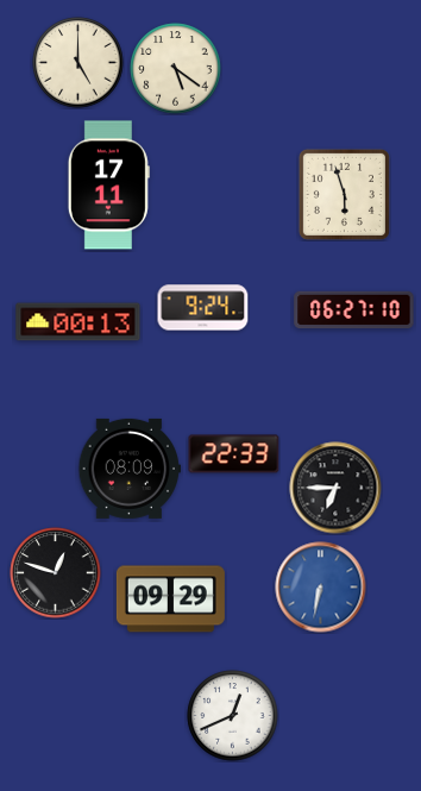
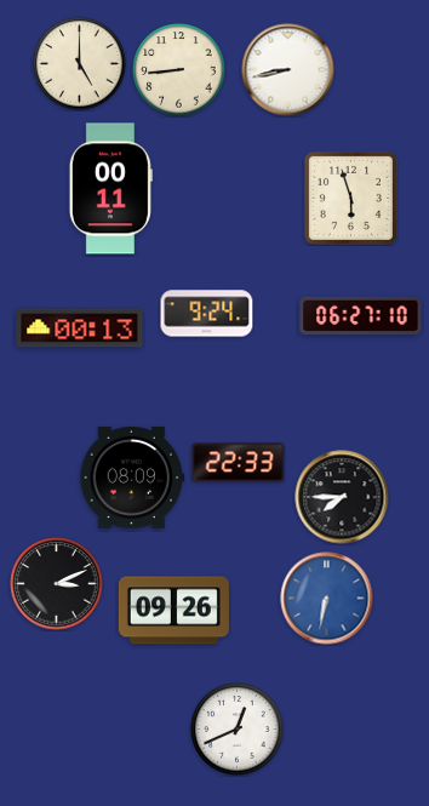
clock at (176, 69): 5:21 -> 8:44
clock at (288, 70): none -> 8:43
clock at (108, 186): 17:11 -> 00:11
clock at (335, 488): 6:45 -> 7:45
clock at (56, 573): 12:48 -> 3:11
clock at (170, 599): 09:29 -> 09:26
